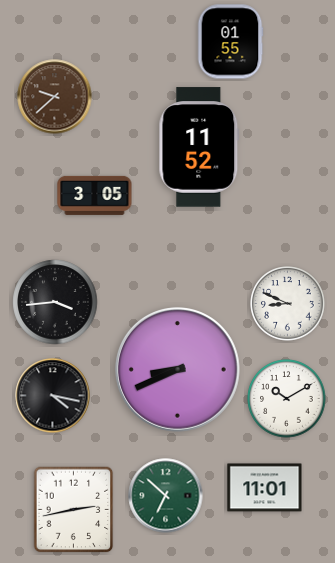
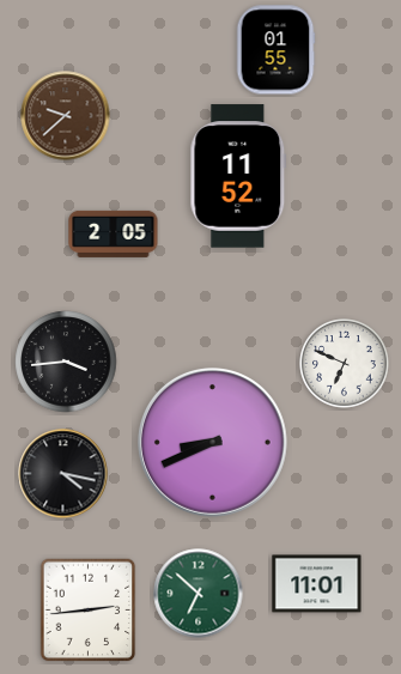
clock at (95, 195): 3:05 -> 2:05
clock at (288, 304): 8:49 -> 6:49
clock at (287, 399): 10:10 -> none
clock at (74, 510): 2:43 -> 2:44
